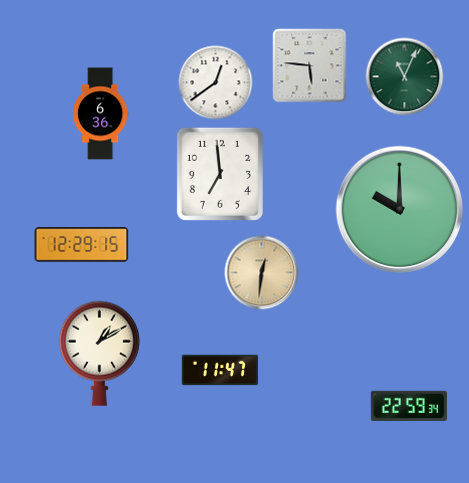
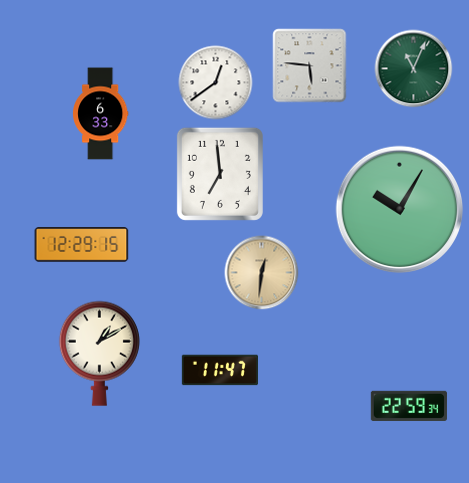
clock at (405, 77) position: (405, 77) -> (414, 69)
clock at (101, 114): 6:36 -> 6:33
clock at (400, 210): 10:00 -> 10:05
